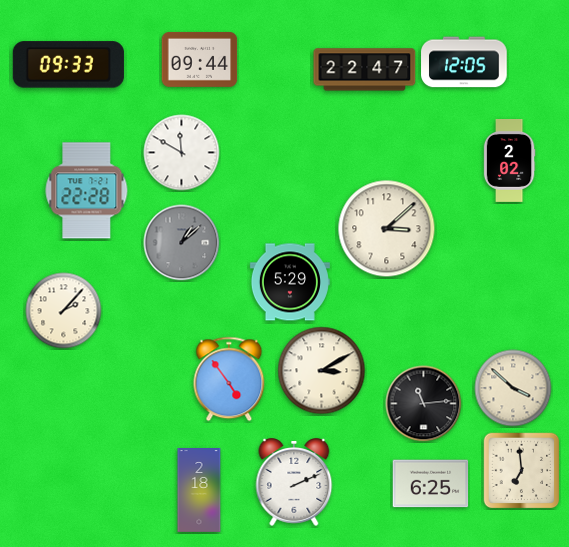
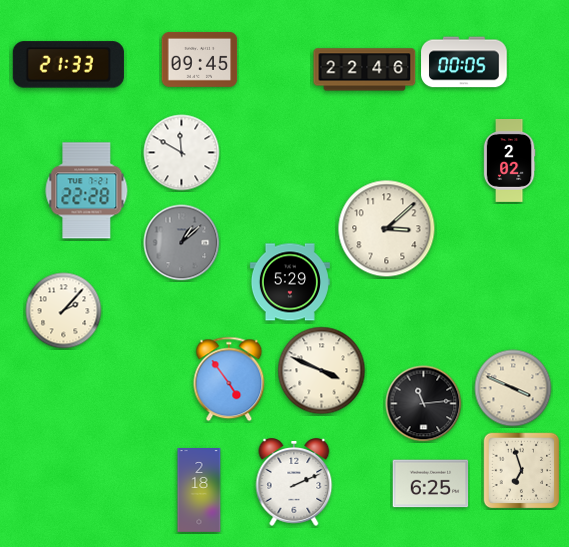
clock at (200, 59): 09:44 -> 09:45
clock at (464, 62): 12:05 -> 00:05
clock at (68, 65): 09:33 -> 21:33
clock at (365, 70): 22:47 -> 22:46
clock at (322, 371): 3:10 -> 3:49
clock at (513, 388): 3:52 -> 3:49
clock at (521, 470): 6:59 -> 6:57
